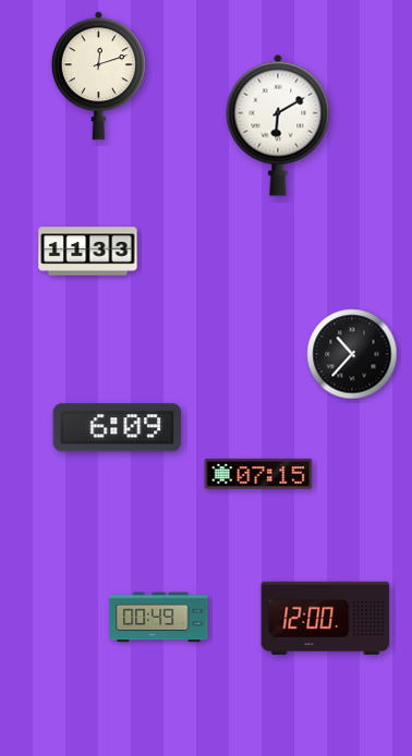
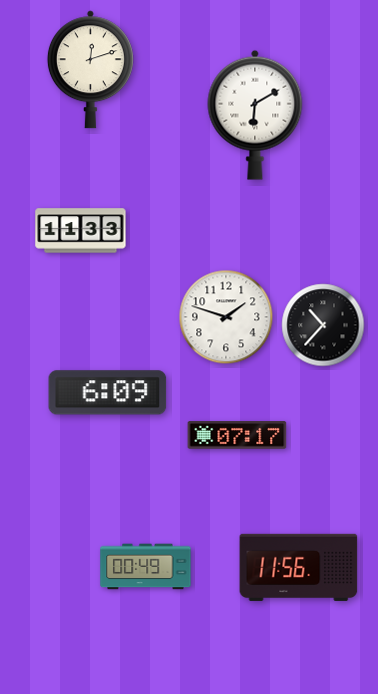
clock at (226, 317): none -> 1:48
clock at (258, 474): 07:15 -> 07:17
clock at (326, 618): 12:00 -> 11:56
